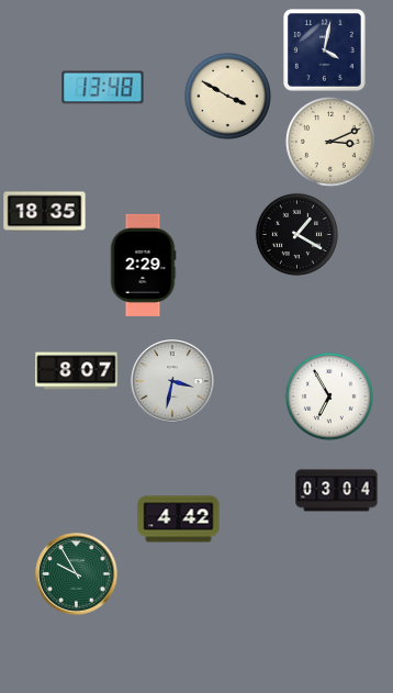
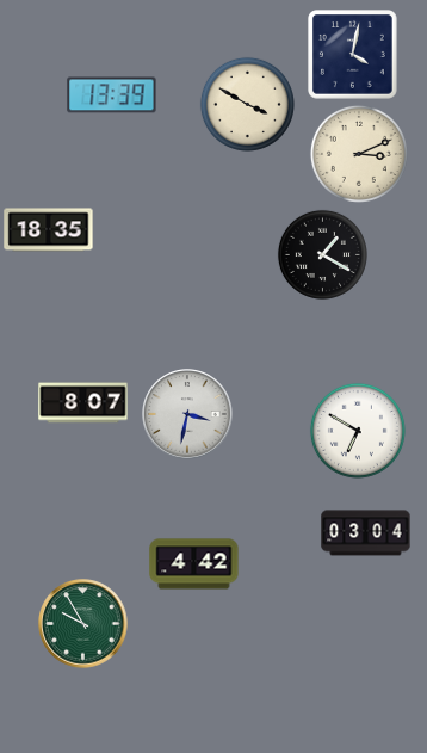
clock at (103, 88): 13:48 -> 13:39
clock at (143, 265): 2:29 -> none
clock at (329, 396): 6:55 -> 6:50
